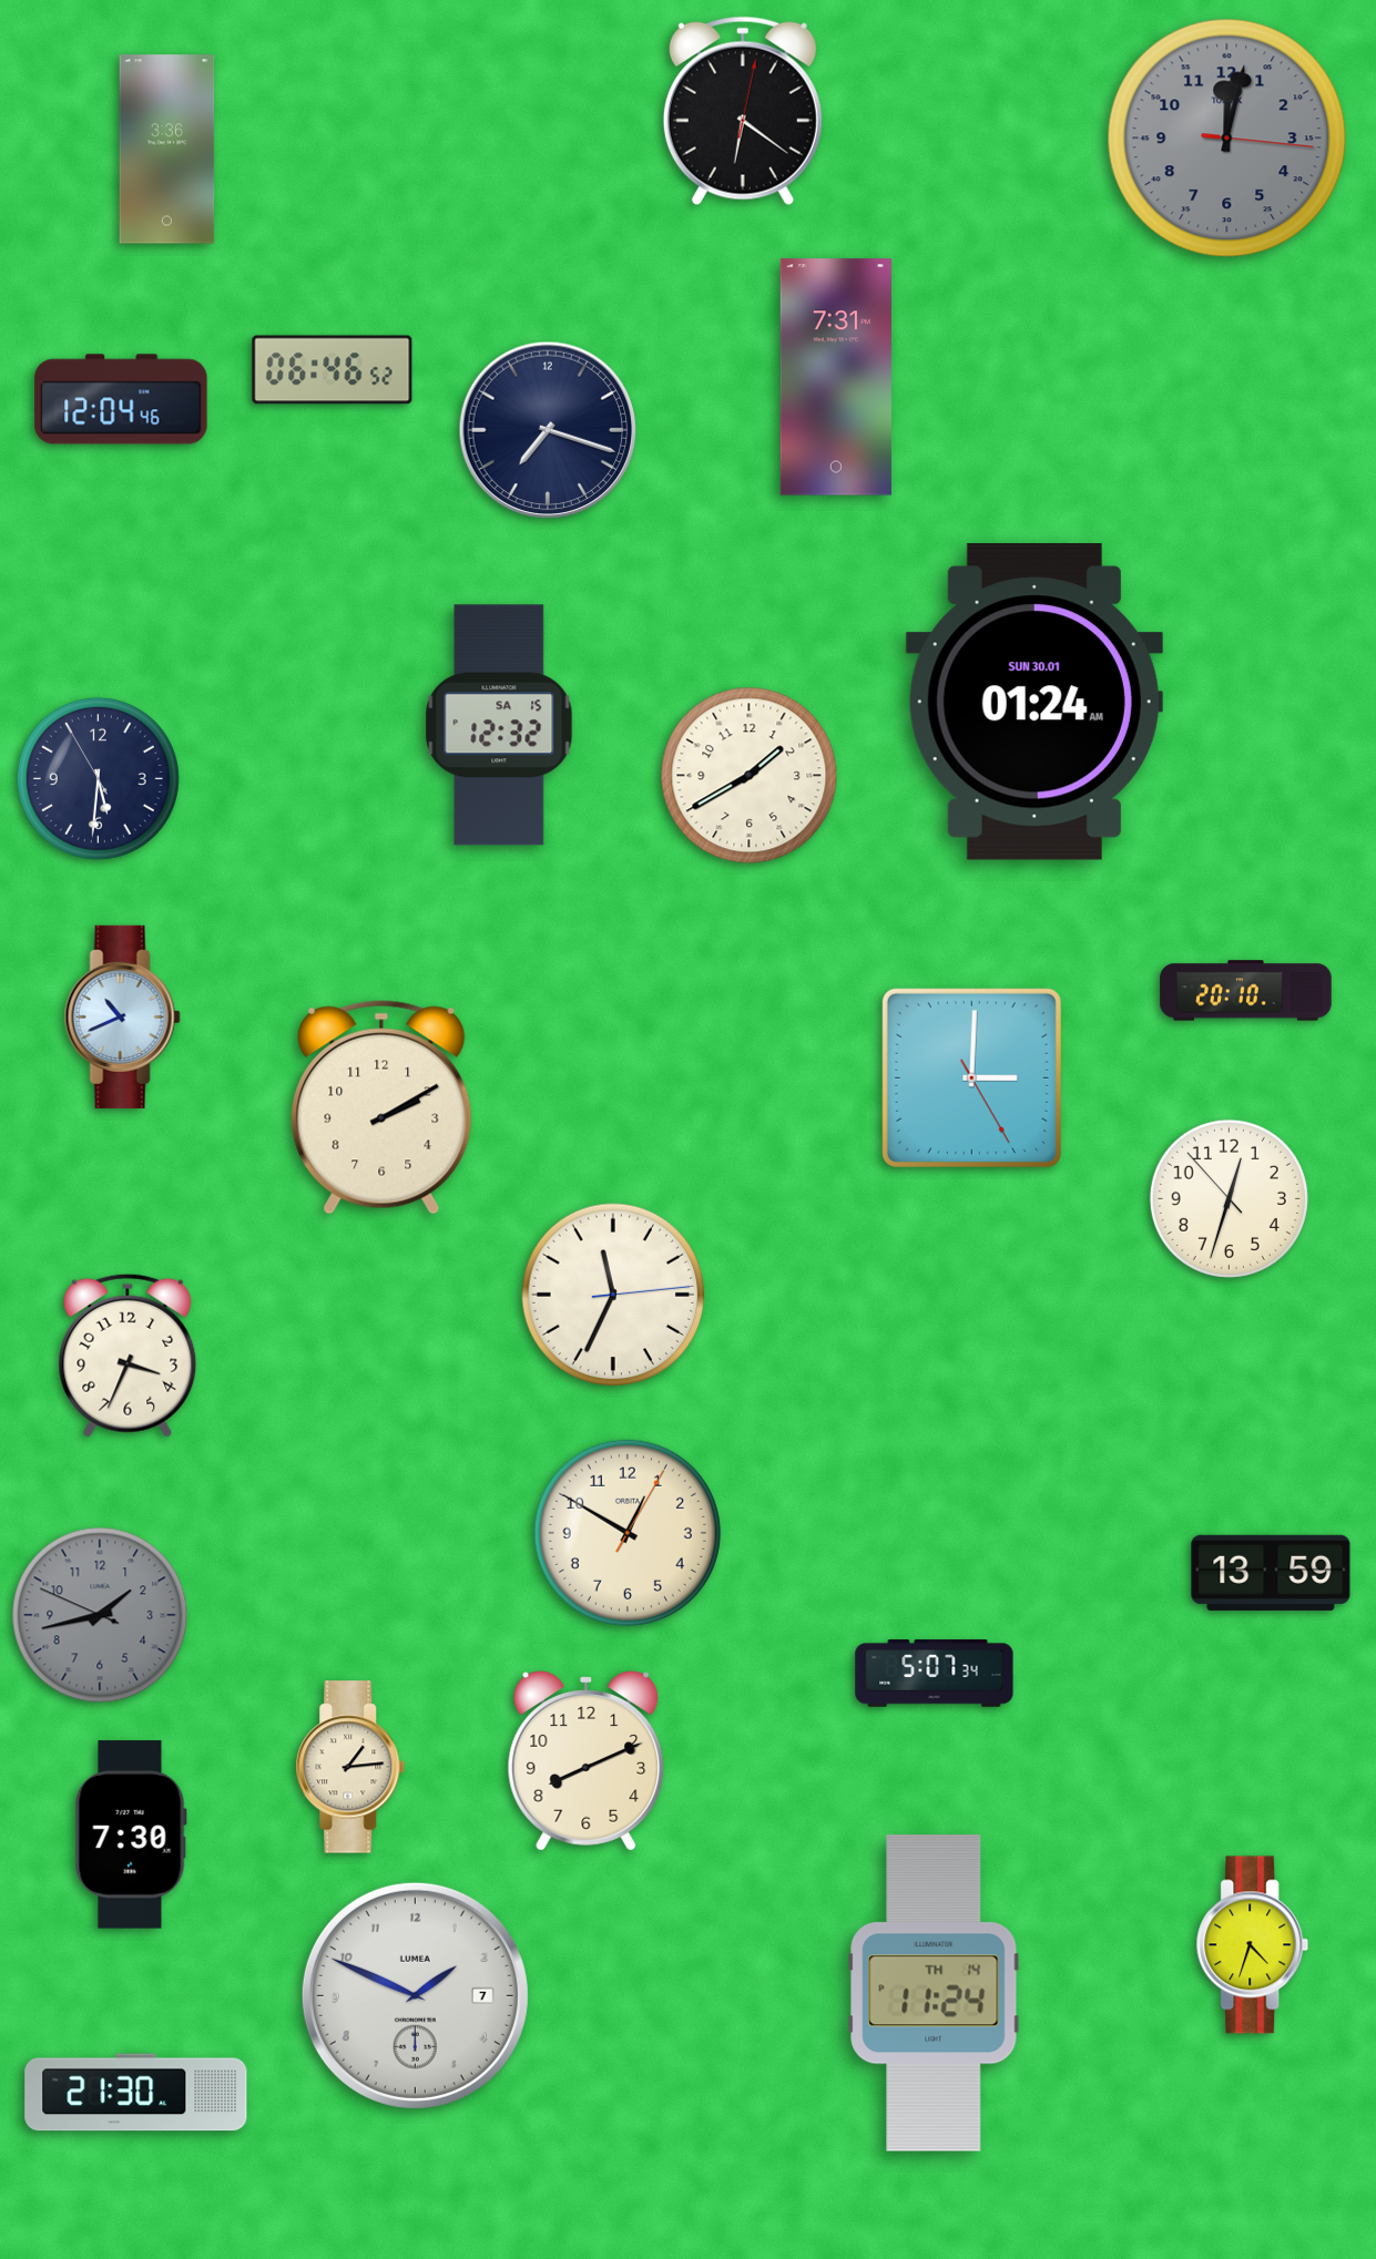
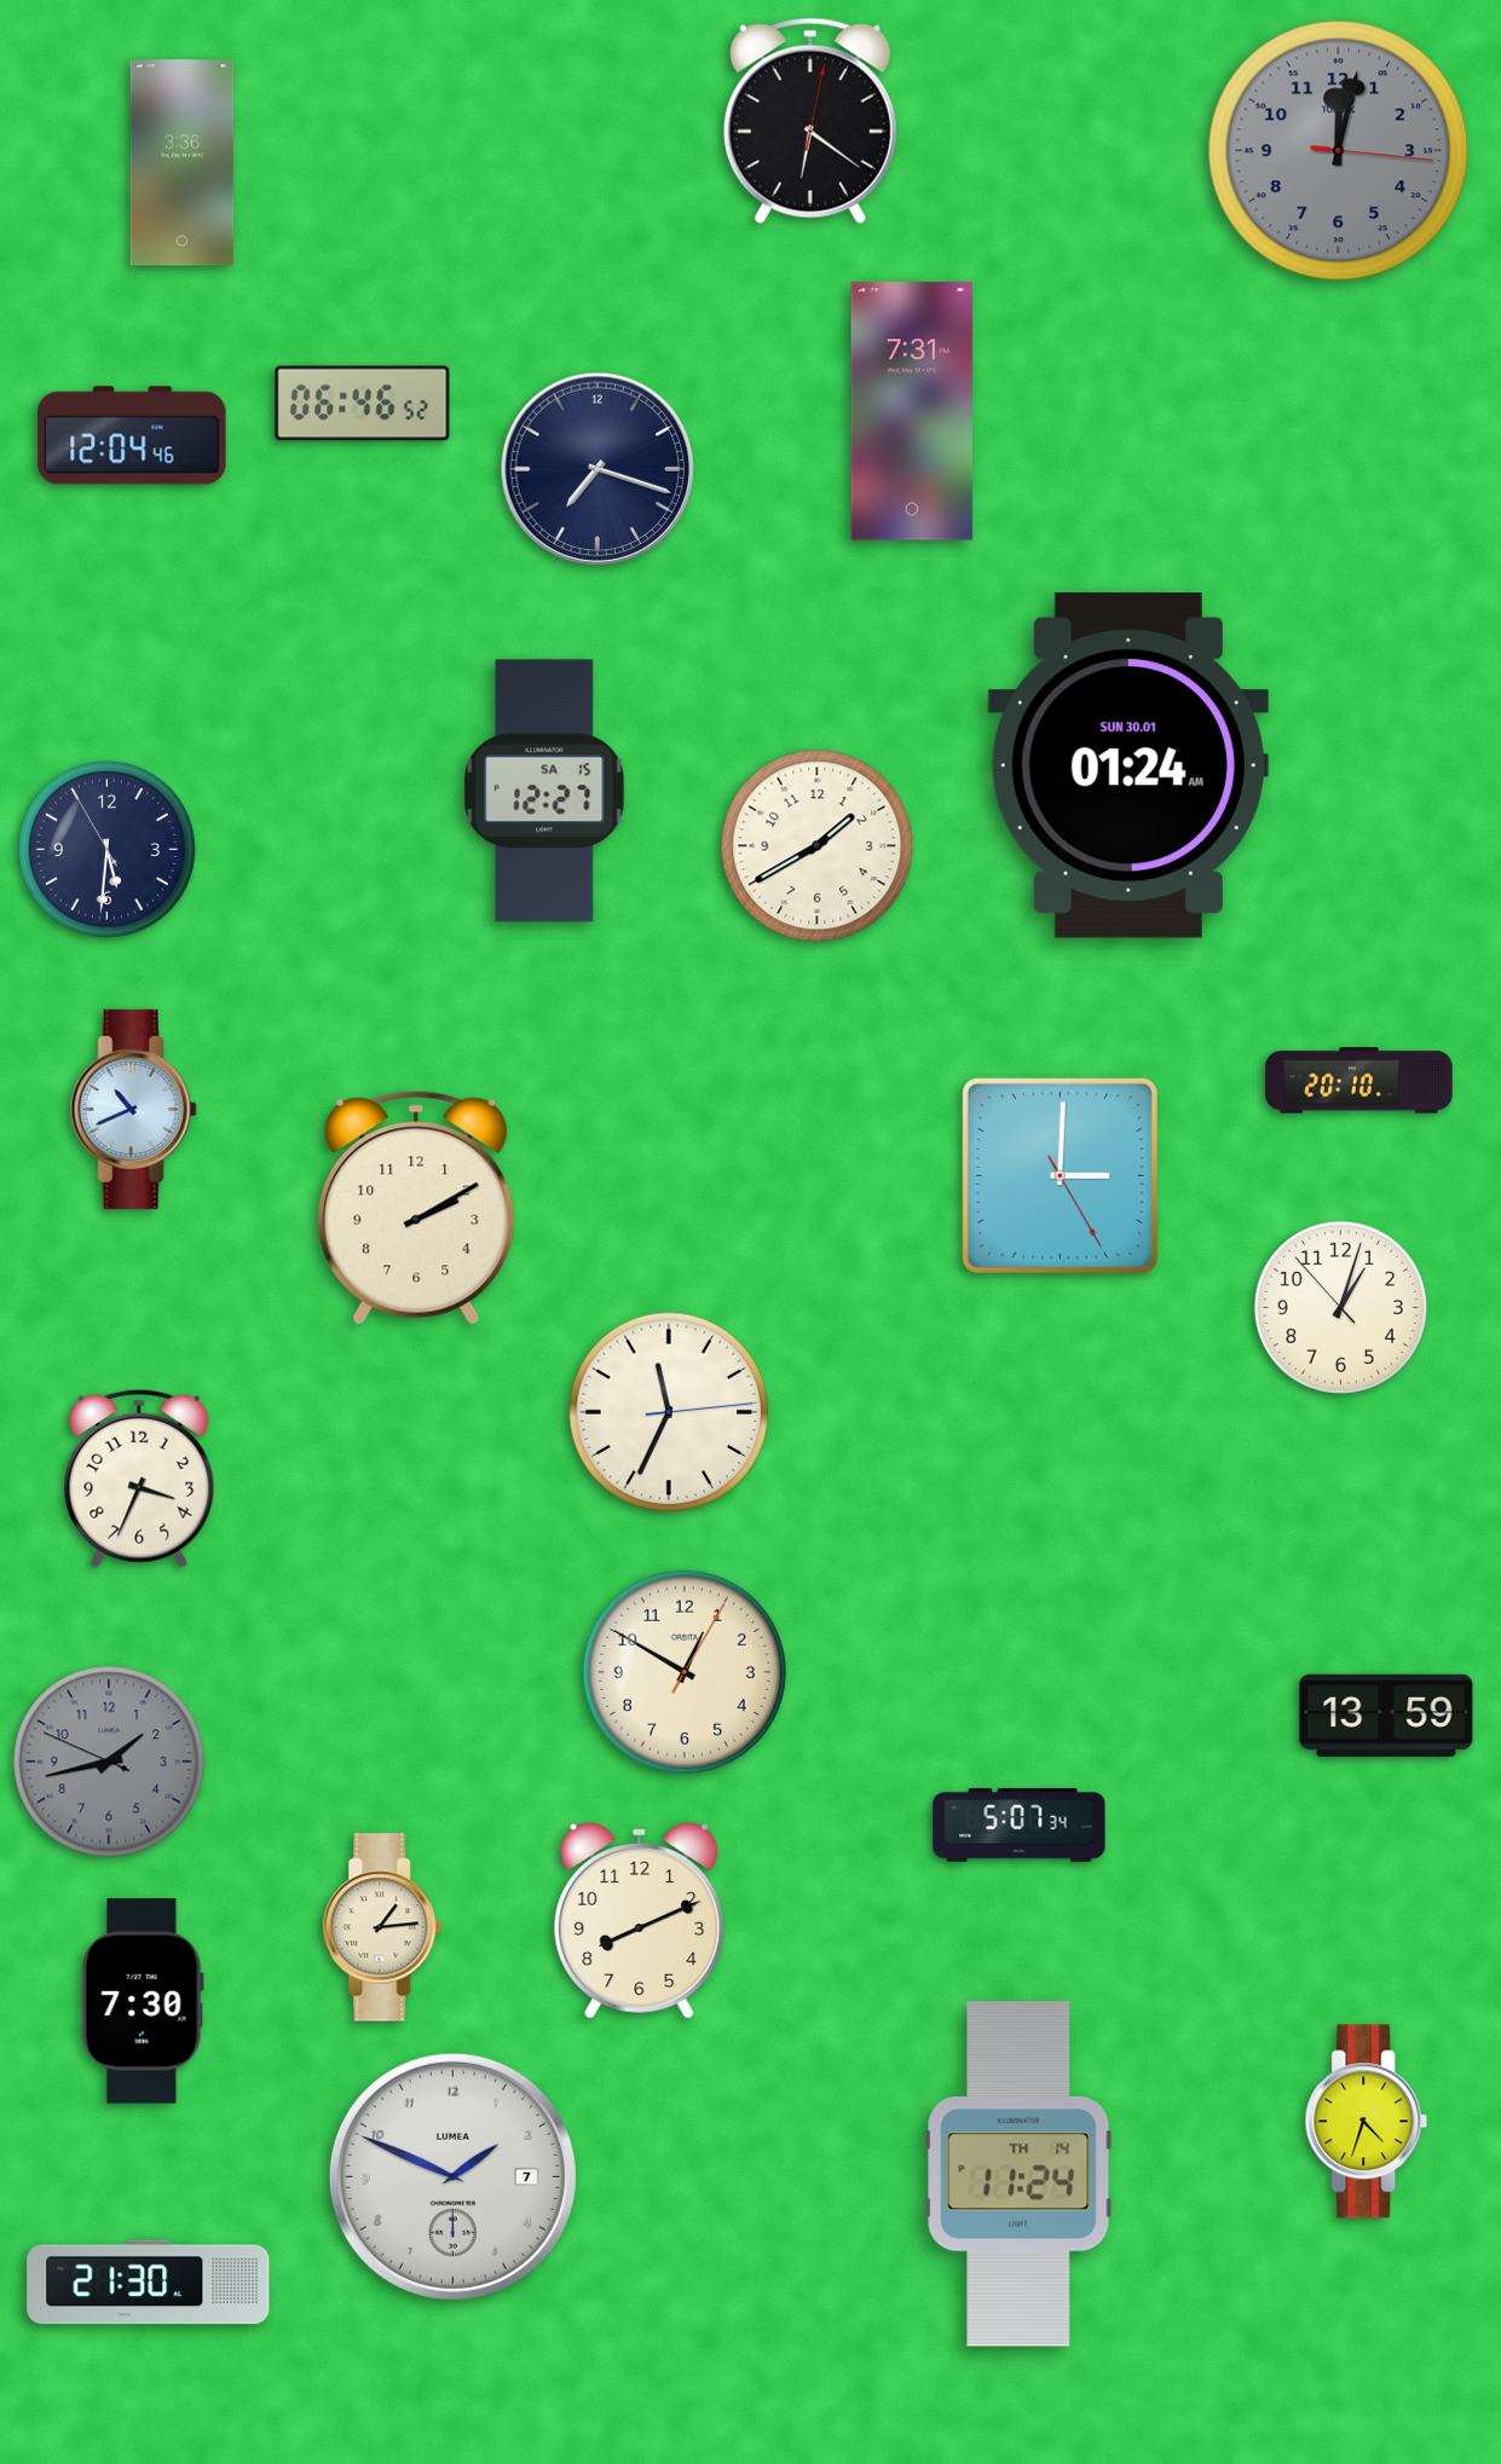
clock at (499, 725): 12:32 -> 12:27
clock at (1229, 1198): 12:32 -> 1:02
